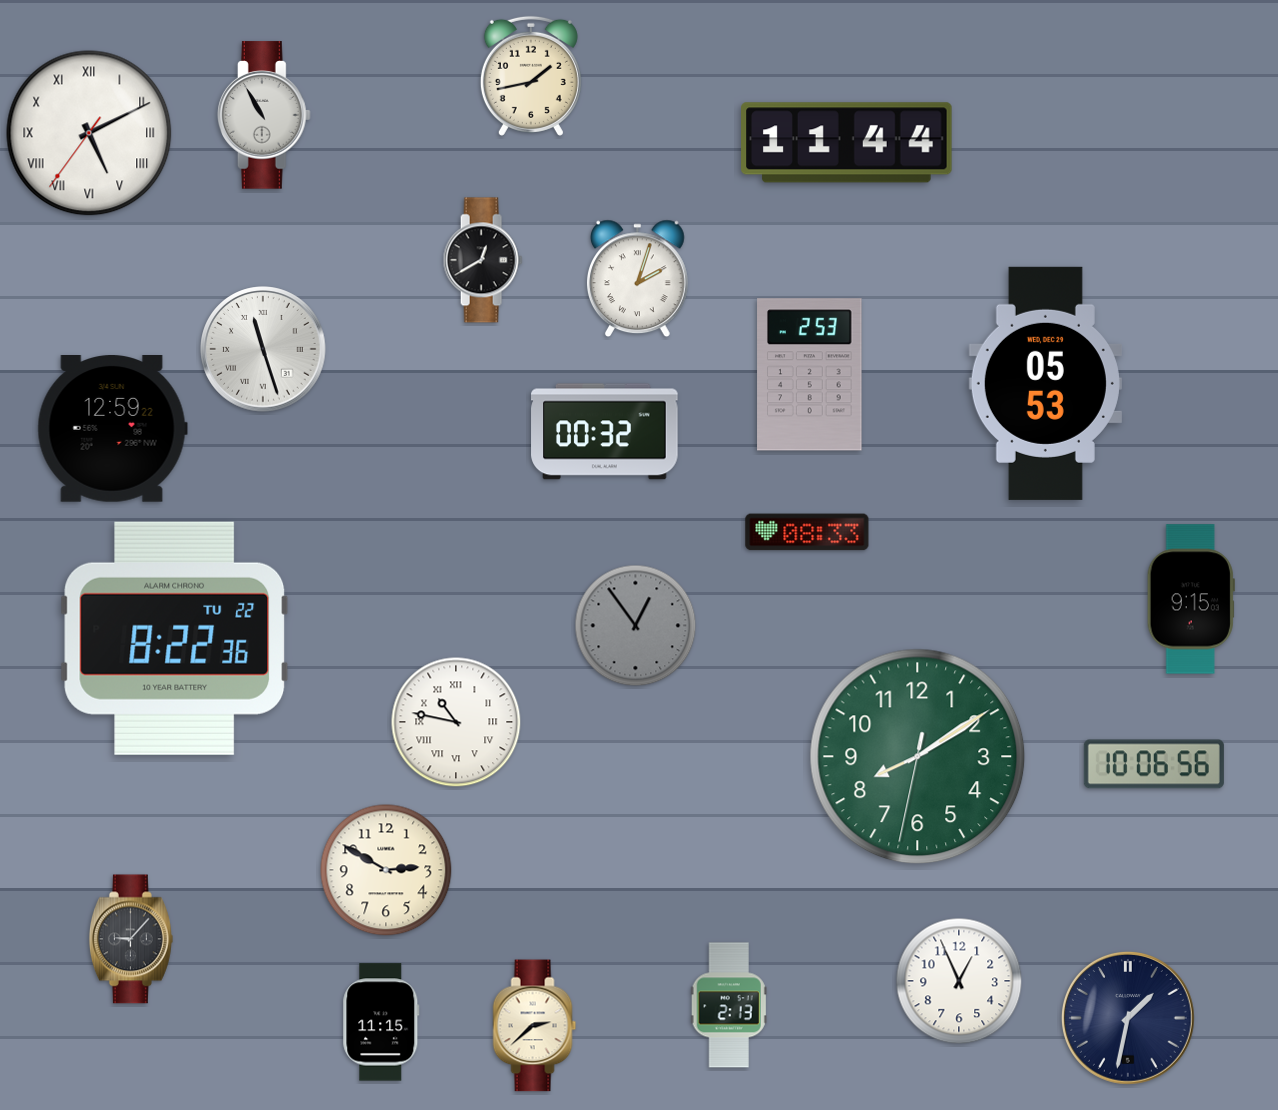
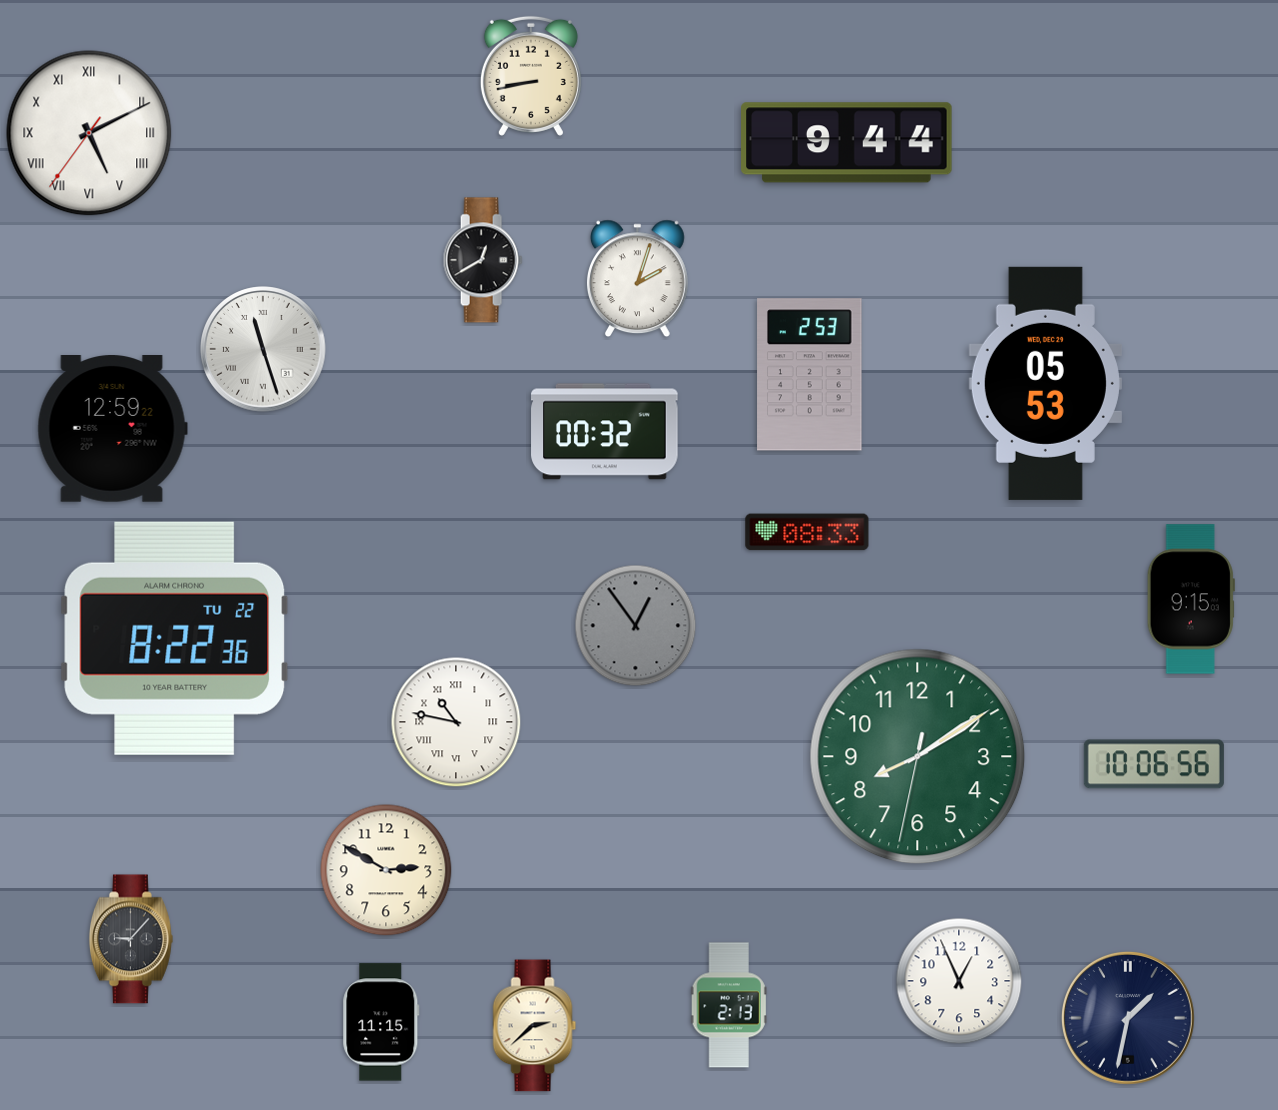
clock at (531, 76): 1:43 -> 8:43
clock at (264, 115): 10:55 -> none
clock at (847, 143): 11:44 -> 9:44
